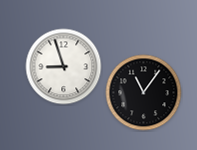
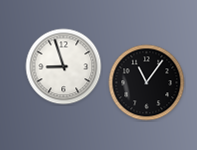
clock at (144, 93) position: (144, 93) -> (147, 83)
